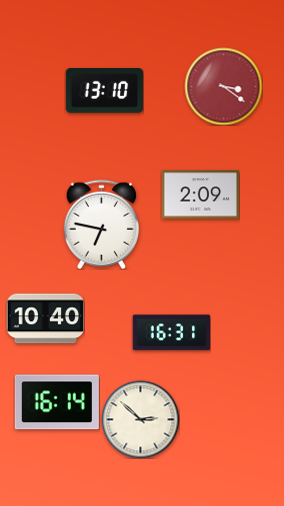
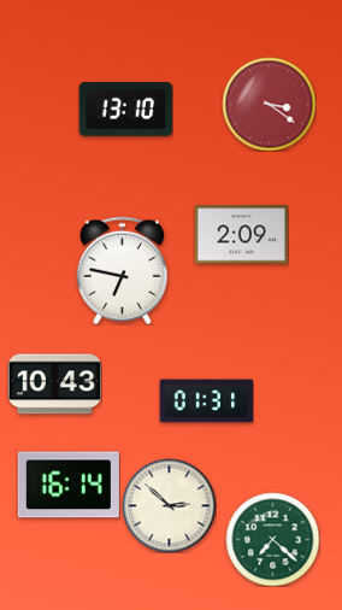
clock at (45, 319): 10:40 -> 10:43
clock at (171, 333): 16:31 -> 01:31
clock at (272, 539): none -> 7:22
